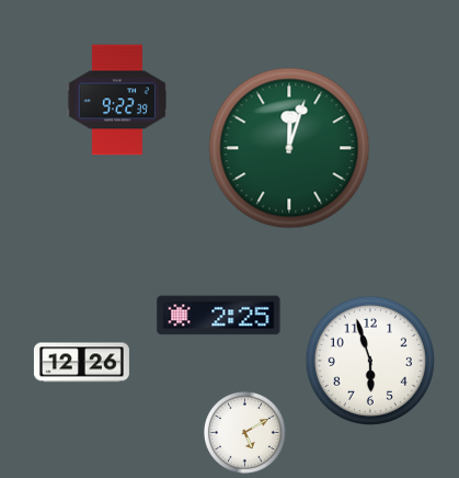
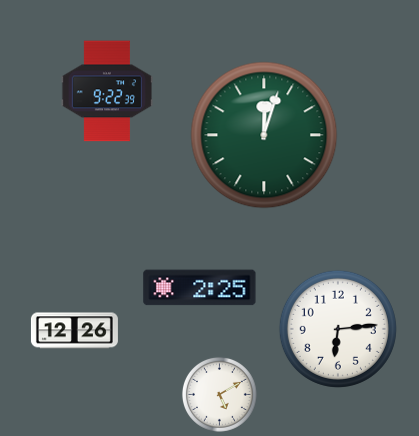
clock at (370, 361): 5:57 -> 6:14
clock at (244, 432) position: (244, 432) -> (219, 394)
